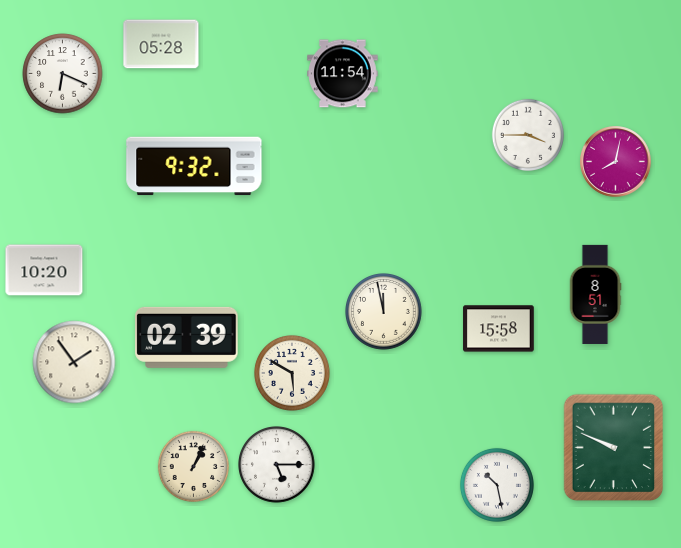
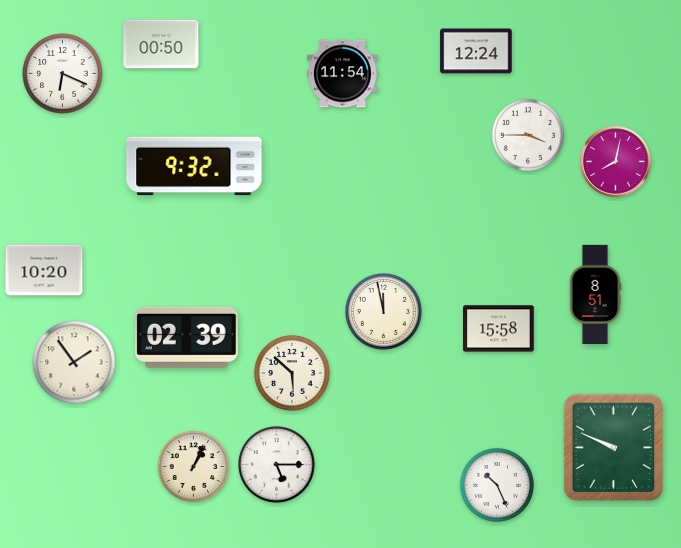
clock at (161, 44): 05:28 -> 00:50
clock at (476, 51): none -> 12:24
clock at (292, 373): 5:50 -> 5:52
clock at (497, 485): 10:28 -> 10:26
